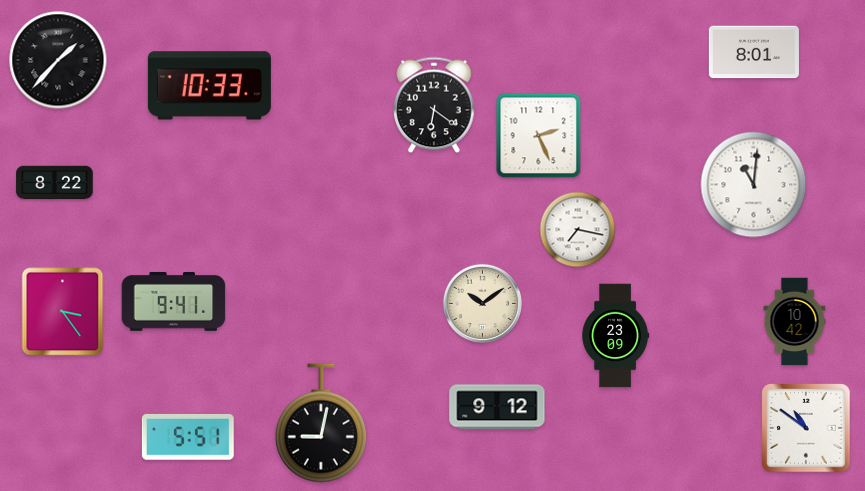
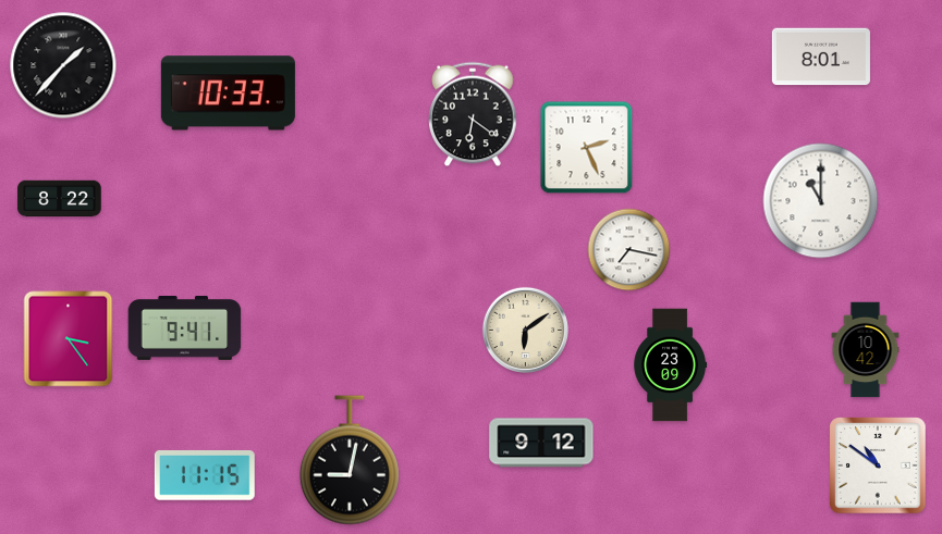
clock at (754, 185): 11:01 -> 11:00
clock at (174, 301) position: (174, 301) -> (185, 327)
clock at (482, 303): 10:09 -> 6:09
clock at (188, 437): 5:51 -> 11:15
